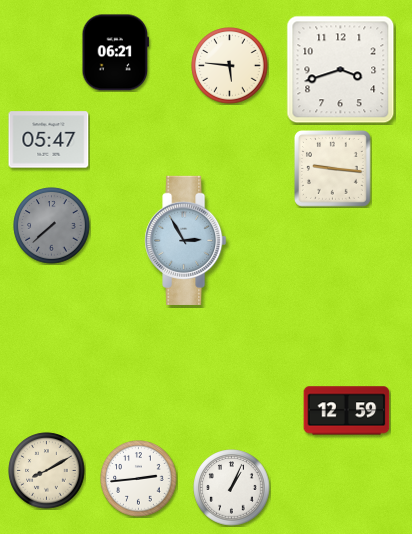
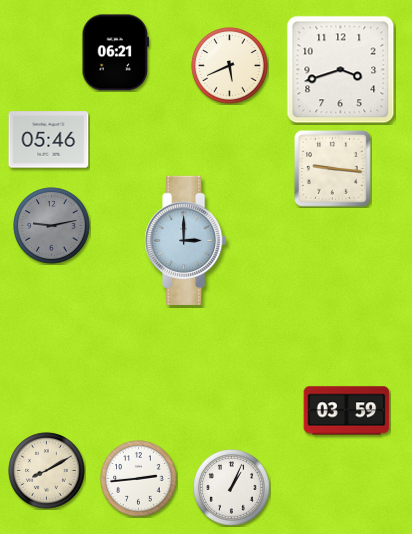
clock at (230, 66): 5:46 -> 5:41
clock at (49, 140): 05:47 -> 05:46
clock at (52, 226): 7:38 -> 9:13
clock at (186, 240): 2:55 -> 3:00
clock at (347, 411): 12:59 -> 03:59
